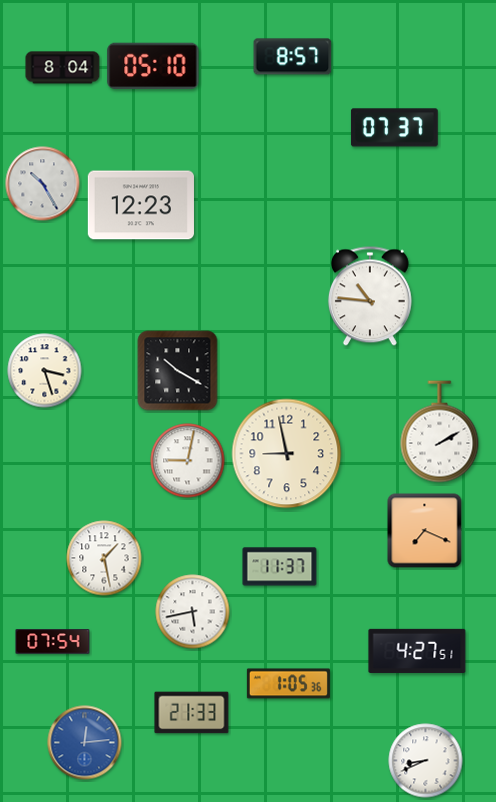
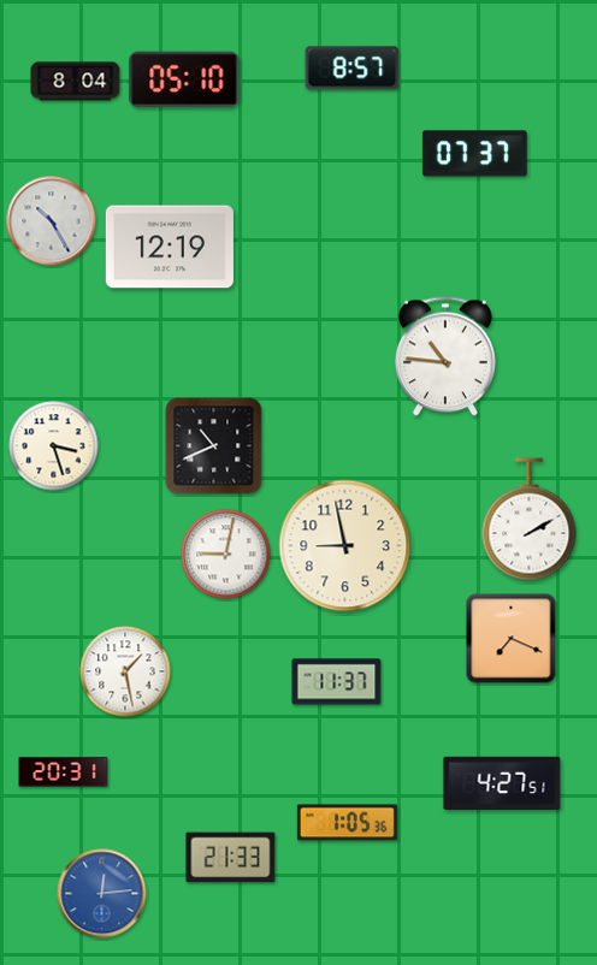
clock at (141, 205): 12:23 -> 12:19
clock at (178, 371): 10:20 -> 10:41
clock at (193, 612): 5:43 -> none
clock at (53, 642): 07:54 -> 20:31
clock at (426, 761): 8:41 -> none
